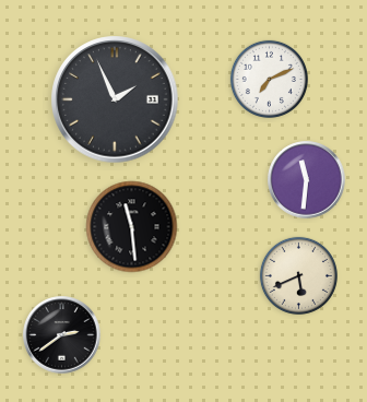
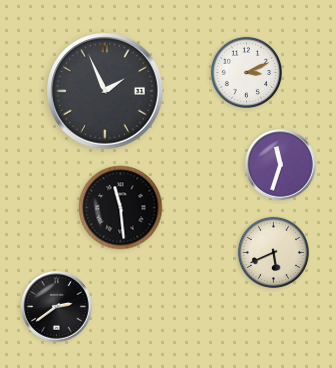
clock at (269, 79): 7:11 -> 3:11
clock at (307, 180): 11:31 -> 11:33
